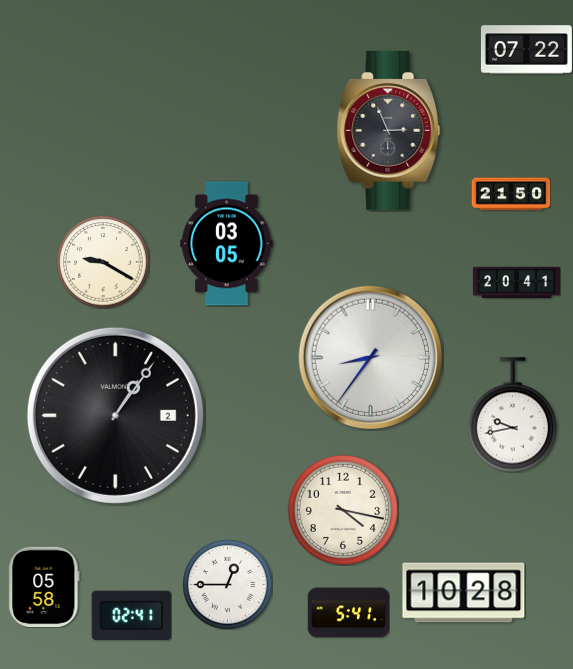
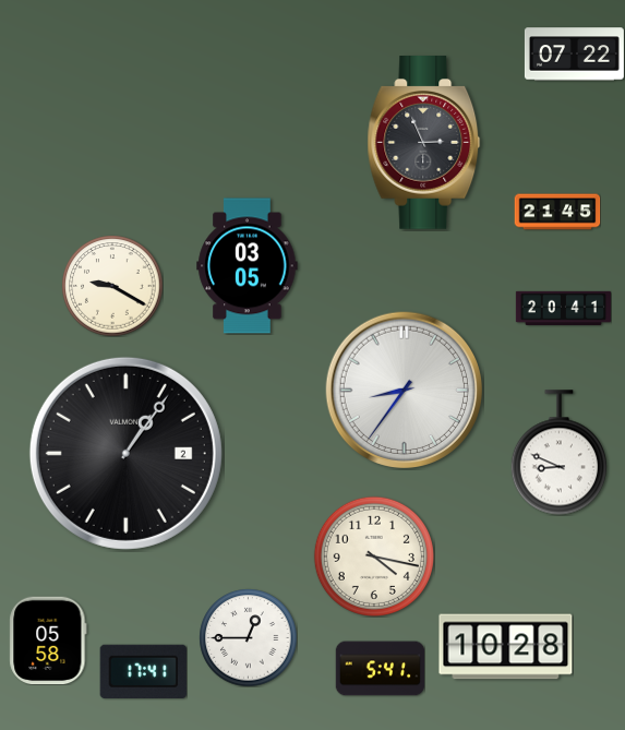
clock at (511, 194): 21:50 -> 21:45
clock at (512, 415): 9:43 -> 8:49
clock at (131, 615): 02:41 -> 17:41
